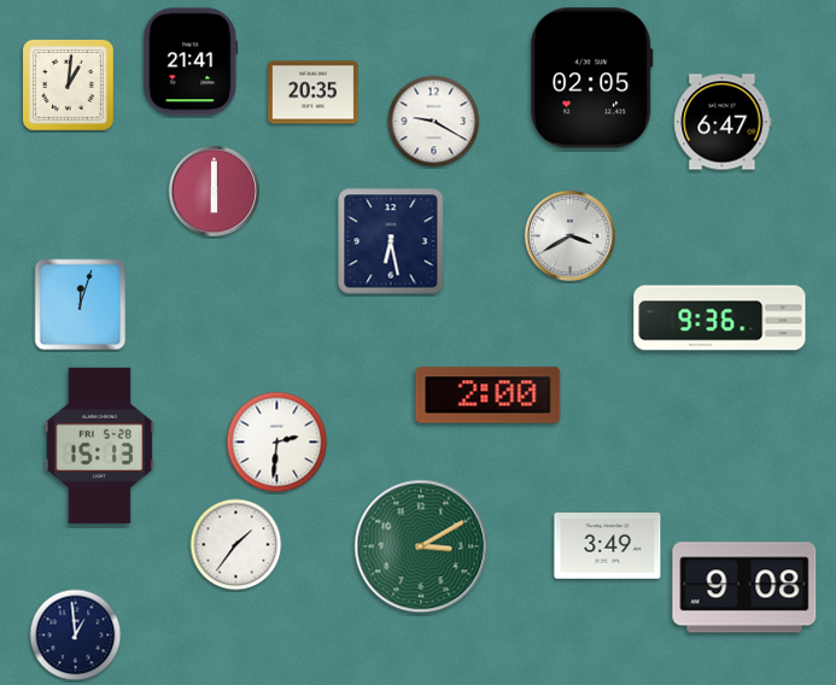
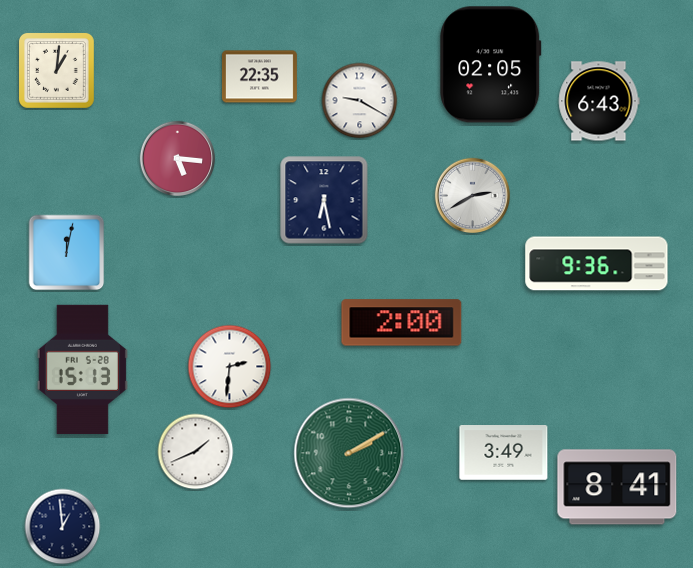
clock at (191, 62): 21:41 -> none
clock at (312, 93): 20:35 -> 22:35
clock at (723, 122): 6:47 -> 6:43
clock at (215, 192): 6:00 -> 5:16
clock at (571, 236): 3:40 -> 2:40
clock at (81, 305): 12:03 -> 12:02
clock at (489, 396) position: (489, 396) -> (402, 323)
clock at (236, 545): 1:36 -> 1:41
clock at (421, 546): 3:10 -> 2:10
clock at (744, 587): 9:08 -> 8:41
